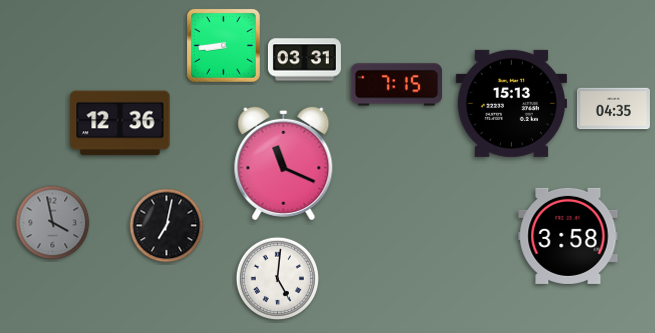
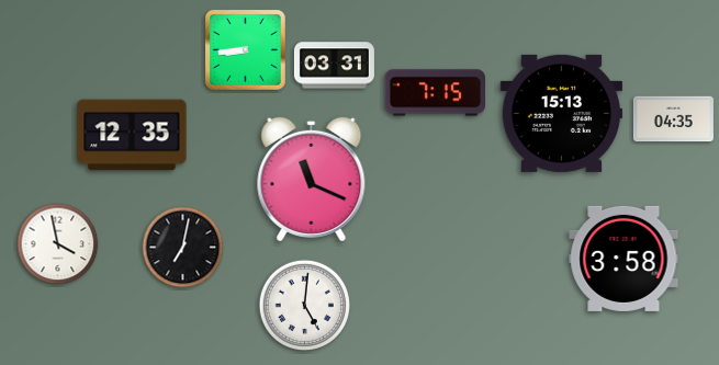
clock at (120, 123): 12:36 -> 12:35
clock at (53, 223) dial: grey -> white
